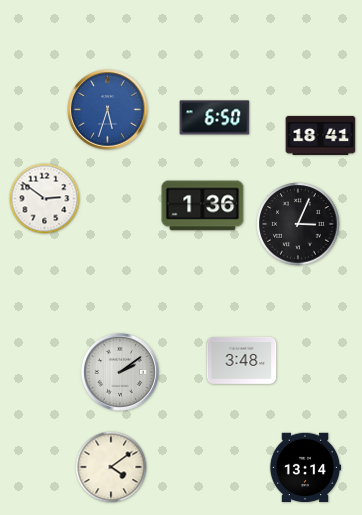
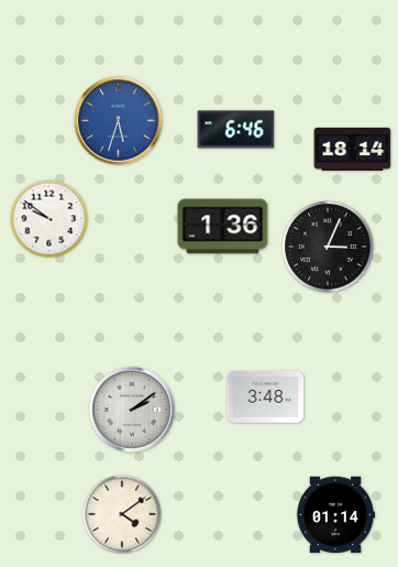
clock at (215, 118): 6:50 -> 6:46
clock at (321, 135): 18:41 -> 18:14
clock at (45, 199): 2:51 -> 9:51
clock at (305, 468): 13:14 -> 01:14
